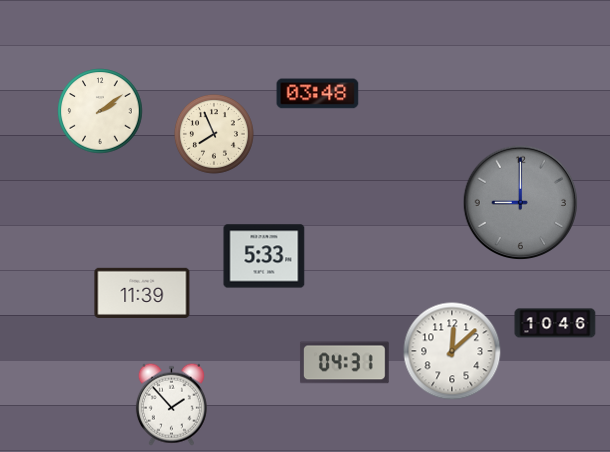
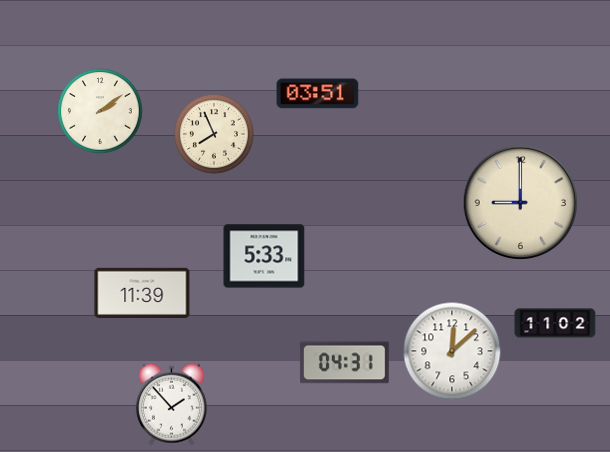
clock at (318, 94): 03:48 -> 03:51
clock at (520, 202) dial: grey -> cream
clock at (555, 323): 10:46 -> 11:02
